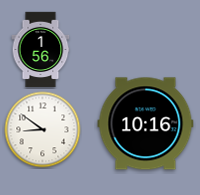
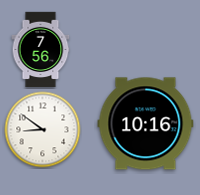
clock at (41, 50): 1:56 -> 7:56
